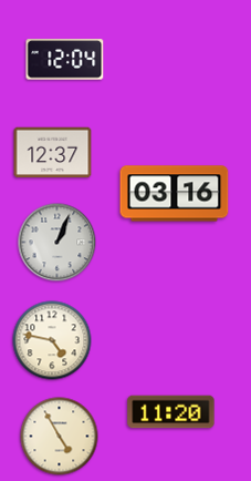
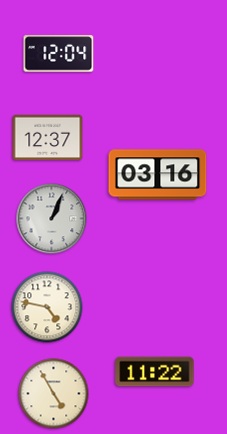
clock at (171, 412): 11:20 -> 11:22
